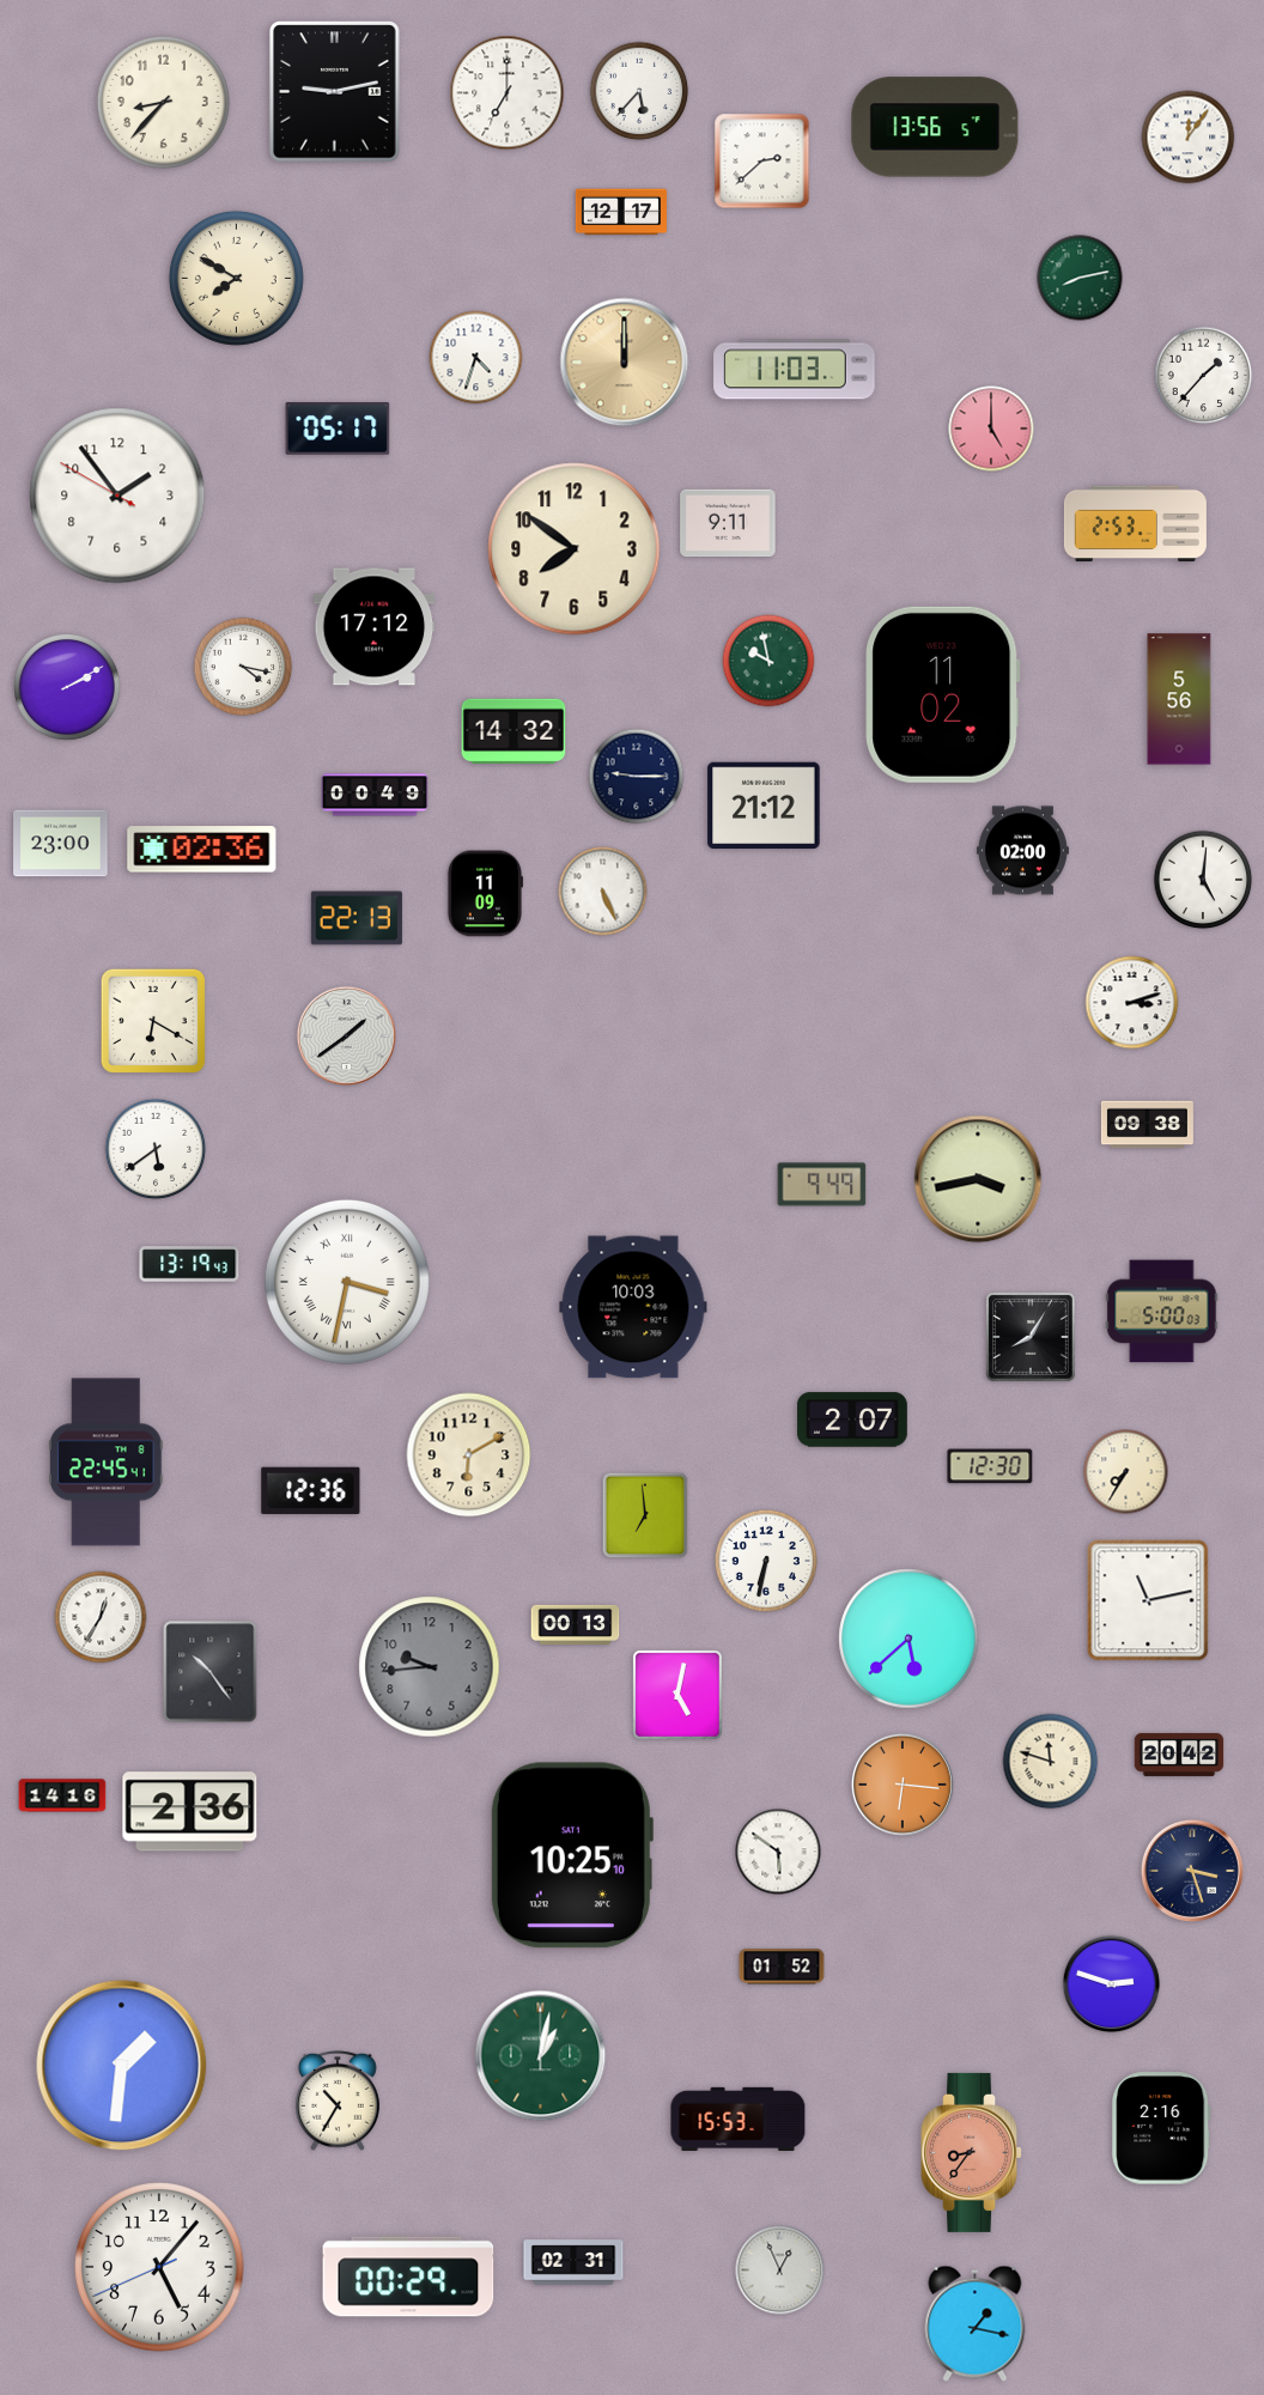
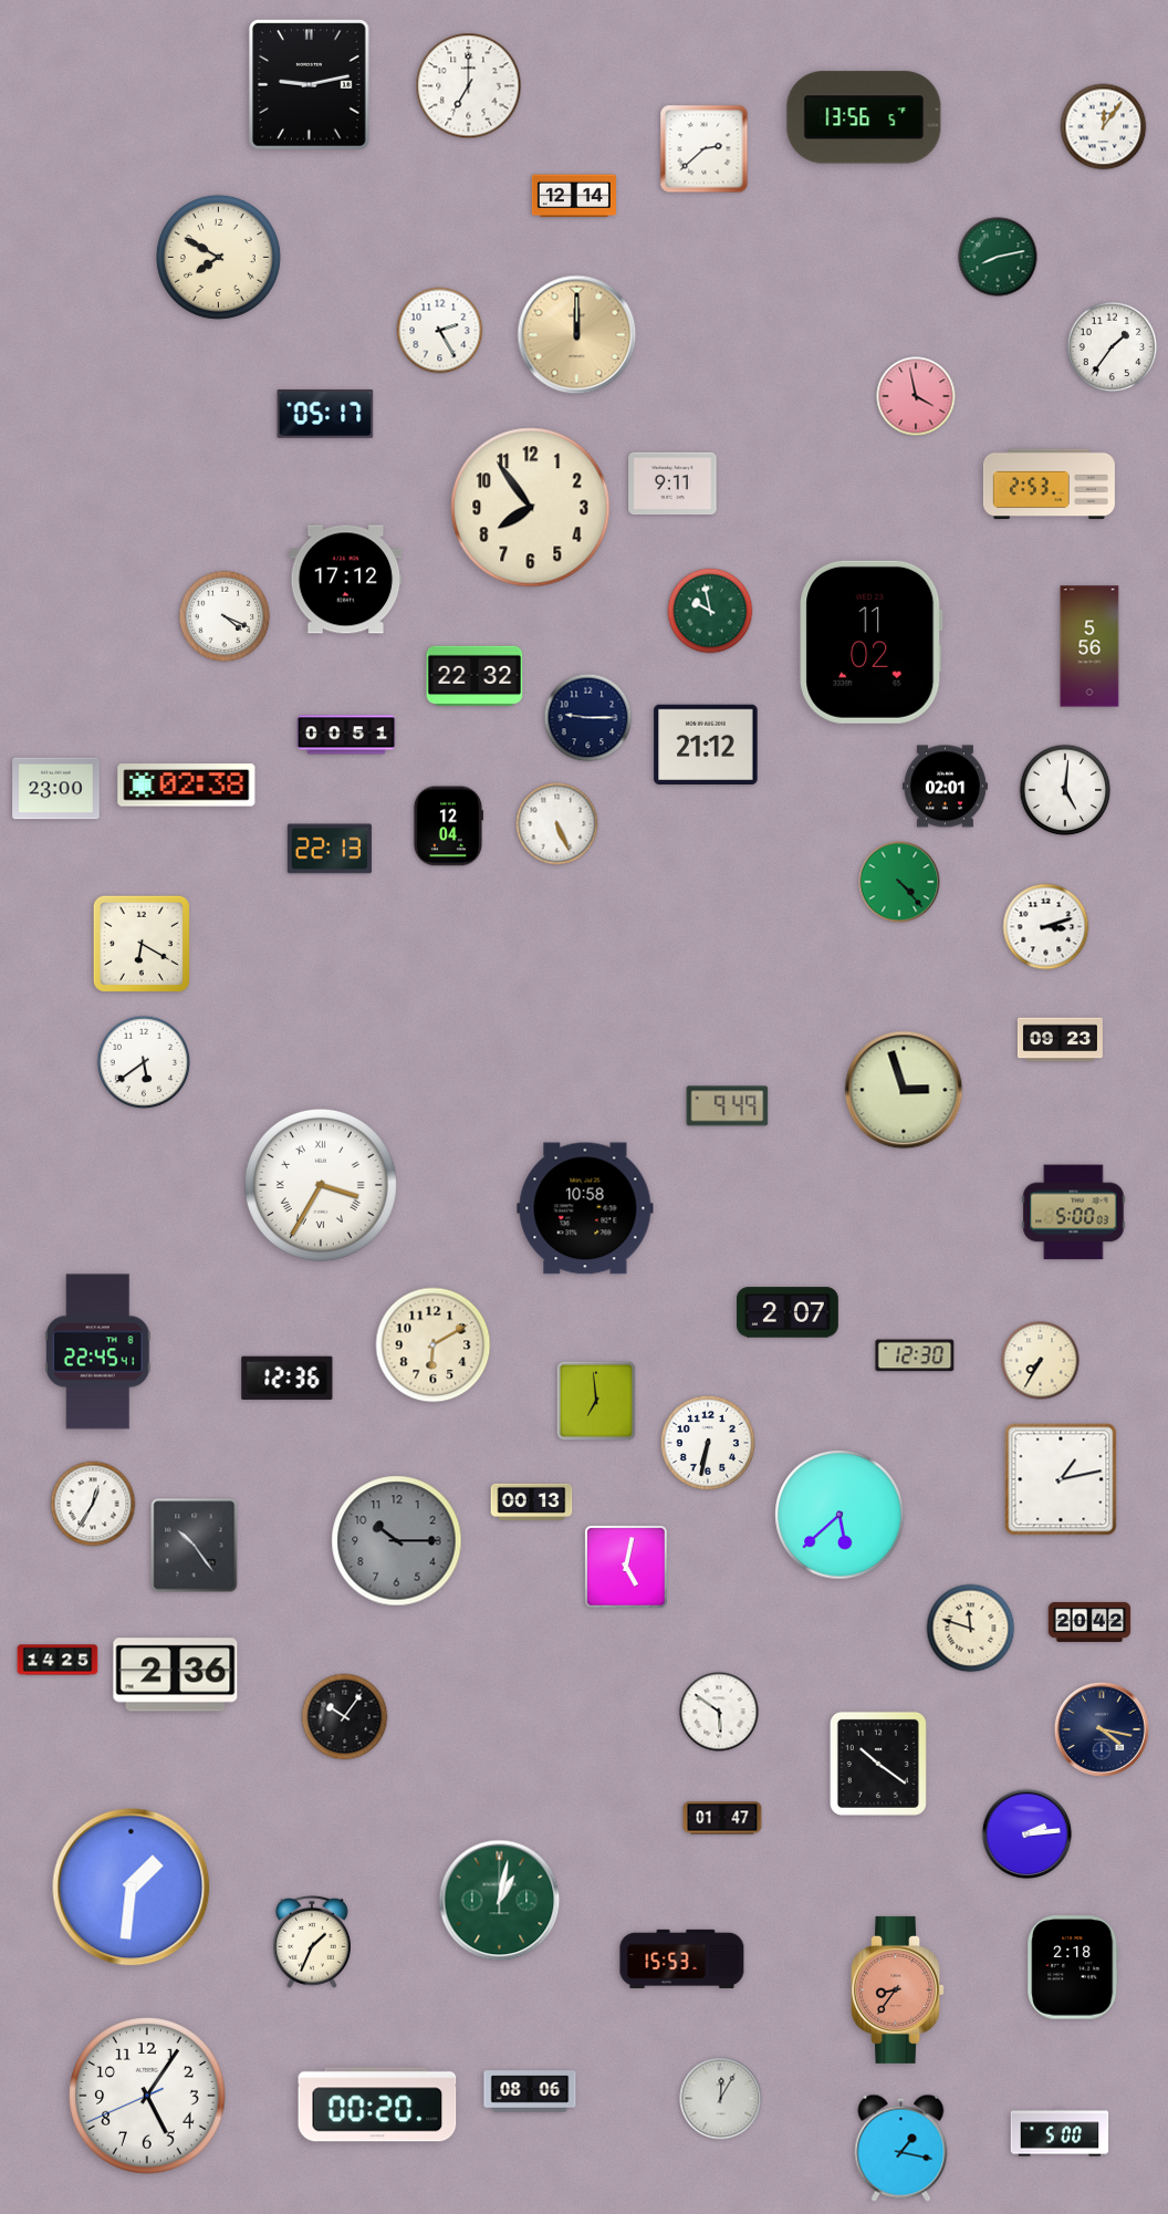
clock at (639, 91): 5:37 -> none
clock at (163, 102): 8:37 -> none
clock at (1189, 138) position: (1189, 138) -> (1104, 127)
clock at (621, 212): 12:17 -> 12:14
clock at (476, 358): 4:33 -> 2:25
clock at (795, 370): 11:03 -> none
clock at (1204, 376): 1:37 -> 1:36
clock at (338, 428) position: (338, 428) -> (325, 414)
clock at (991, 428): 5:00 -> 3:58
clock at (117, 496): 1:53 -> none
clock at (575, 549): 7:51 -> 7:54
clock at (243, 667): 4:17 -> 4:19
clock at (68, 688): 2:10 -> none
clock at (513, 730): 14:32 -> 22:32
clock at (375, 795): 00:49 -> 00:51
clock at (61, 844) position: (61, 844) -> (56, 789)
clock at (202, 850): 02:36 -> 02:38
clock at (1022, 851): 02:00 -> 02:01
clock at (1203, 880) position: (1203, 880) -> (1065, 790)
clock at (484, 894): 11:09 -> 12:04
clock at (899, 882): none -> 4:23
clock at (346, 1035): 1:39 -> none
clock at (1147, 1125): 09:38 -> 09:23
clock at (978, 1179): 3:43 -> 2:57
clock at (822, 1185) position: (822, 1185) -> (728, 1106)
clock at (189, 1264): 13:19 -> none
clock at (347, 1282): 3:32 -> 3:35
clock at (633, 1307): 10:03 -> 10:58
clock at (1032, 1338): 8:05 -> none
clock at (1148, 1600): 11:13 -> 1:13
clock at (101, 1617) position: (101, 1617) -> (93, 1504)
clock at (430, 1667): 9:44 -> 10:15
clock at (903, 1785): 6:16 -> none
clock at (62, 1795): 14:16 -> 14:25
clock at (571, 1855): 10:25 -> none
clock at (345, 1717): none -> 10:06
clock at (1192, 1871): 3:27 -> 4:17
clock at (878, 1764): none -> 10:21
clock at (782, 1967): 01:52 -> 01:47
clock at (1112, 1984): 2:48 -> 2:14
clock at (122, 2066) position: (122, 2066) -> (132, 1888)
clock at (338, 2101): 10:35 -> 1:34
clock at (1161, 2128): 2:16 -> 2:18
clock at (573, 2262): 02:31 -> 08:06
clock at (159, 2267): 5:06 -> 5:05
clock at (780, 2271): 12:56 -> 12:05
clock at (408, 2277): 00:29 -> 00:20
clock at (1060, 2132): none -> 5:00
